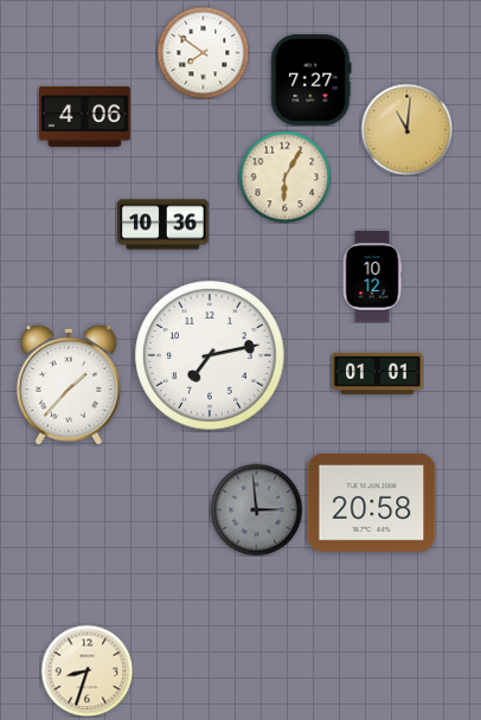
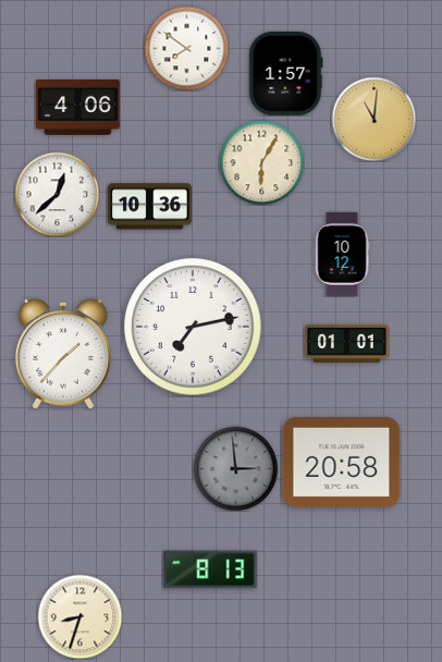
clock at (312, 81): 7:27 -> 1:57
clock at (57, 194): none -> 12:38
clock at (210, 569): none -> 8:13
